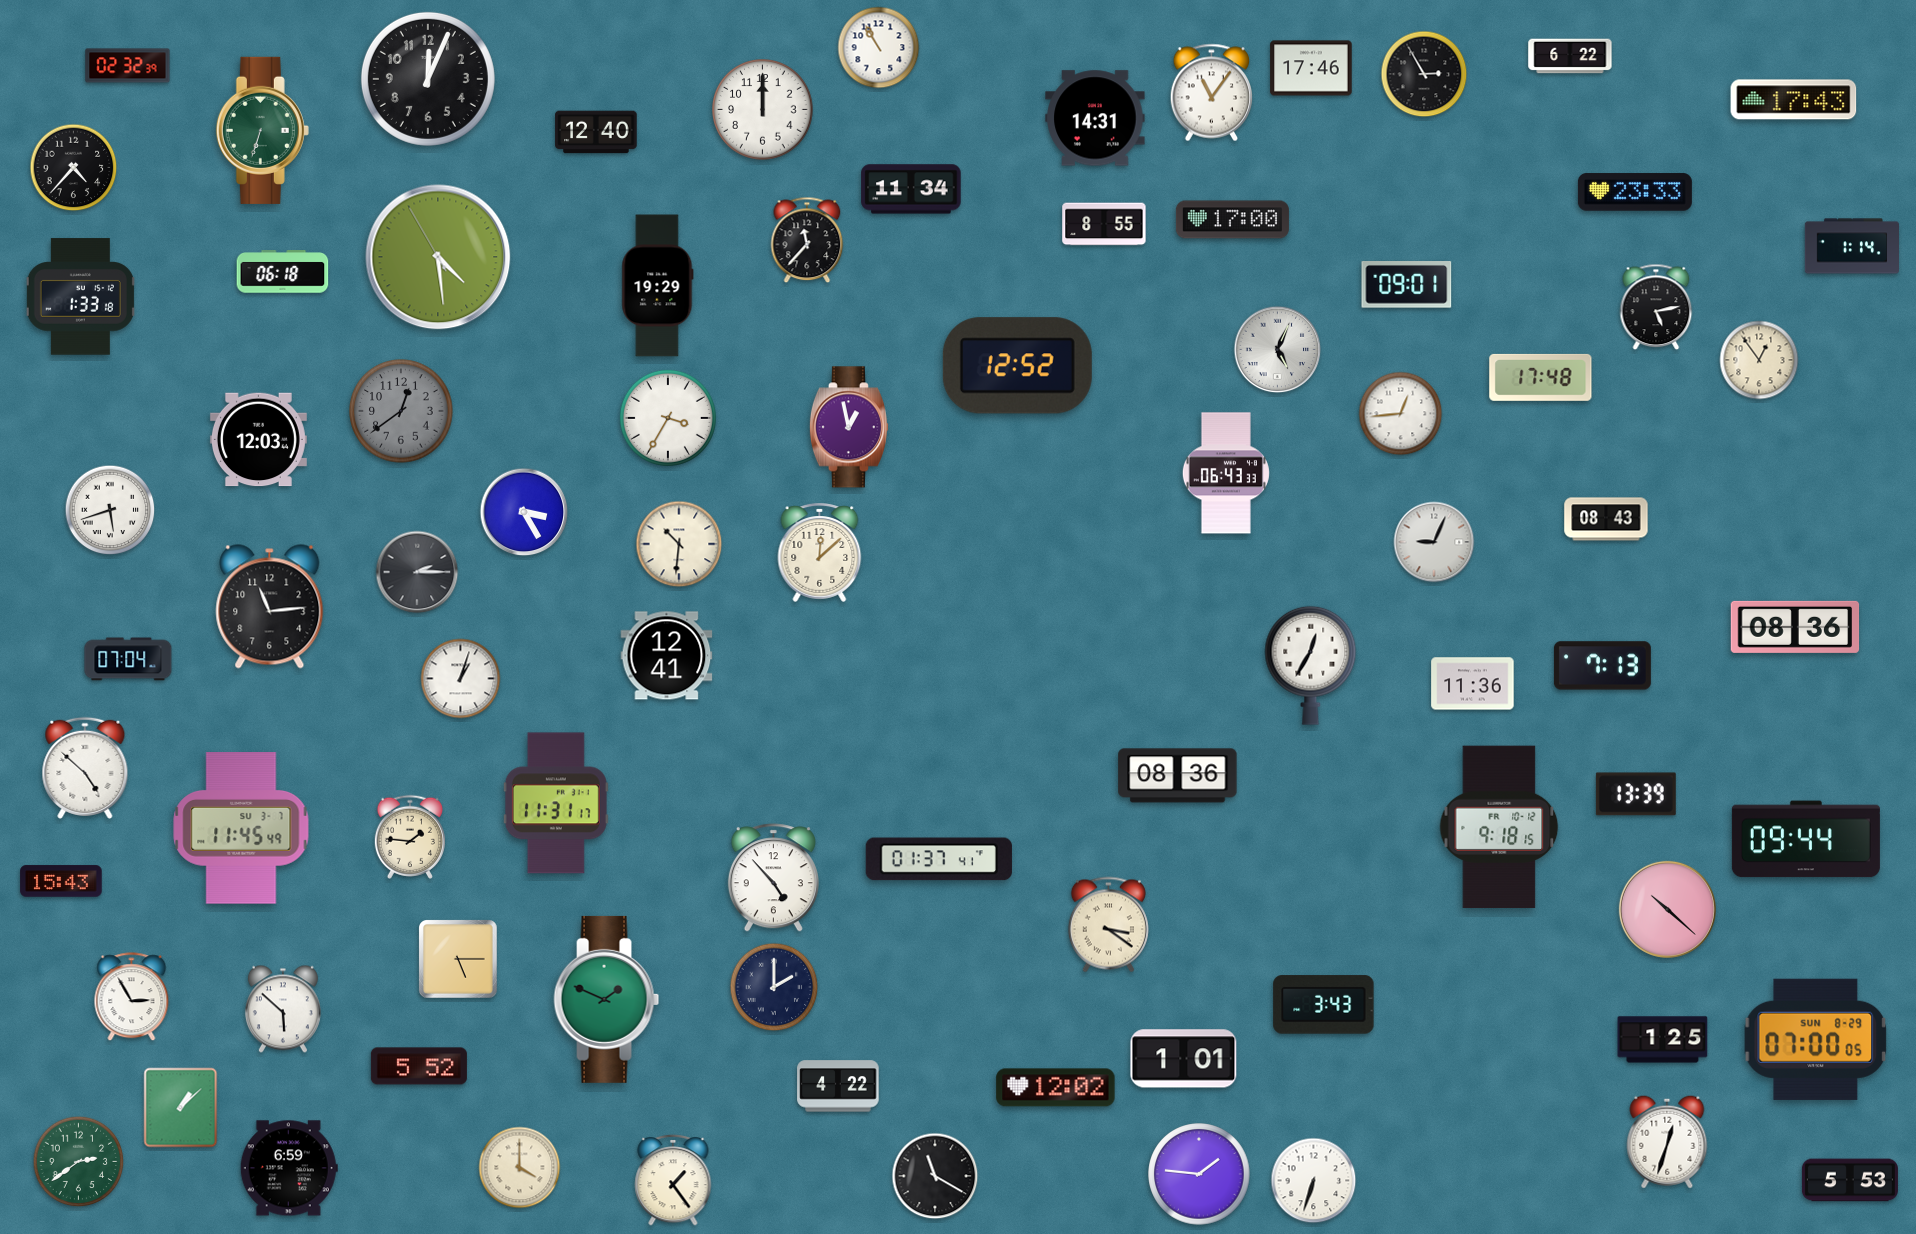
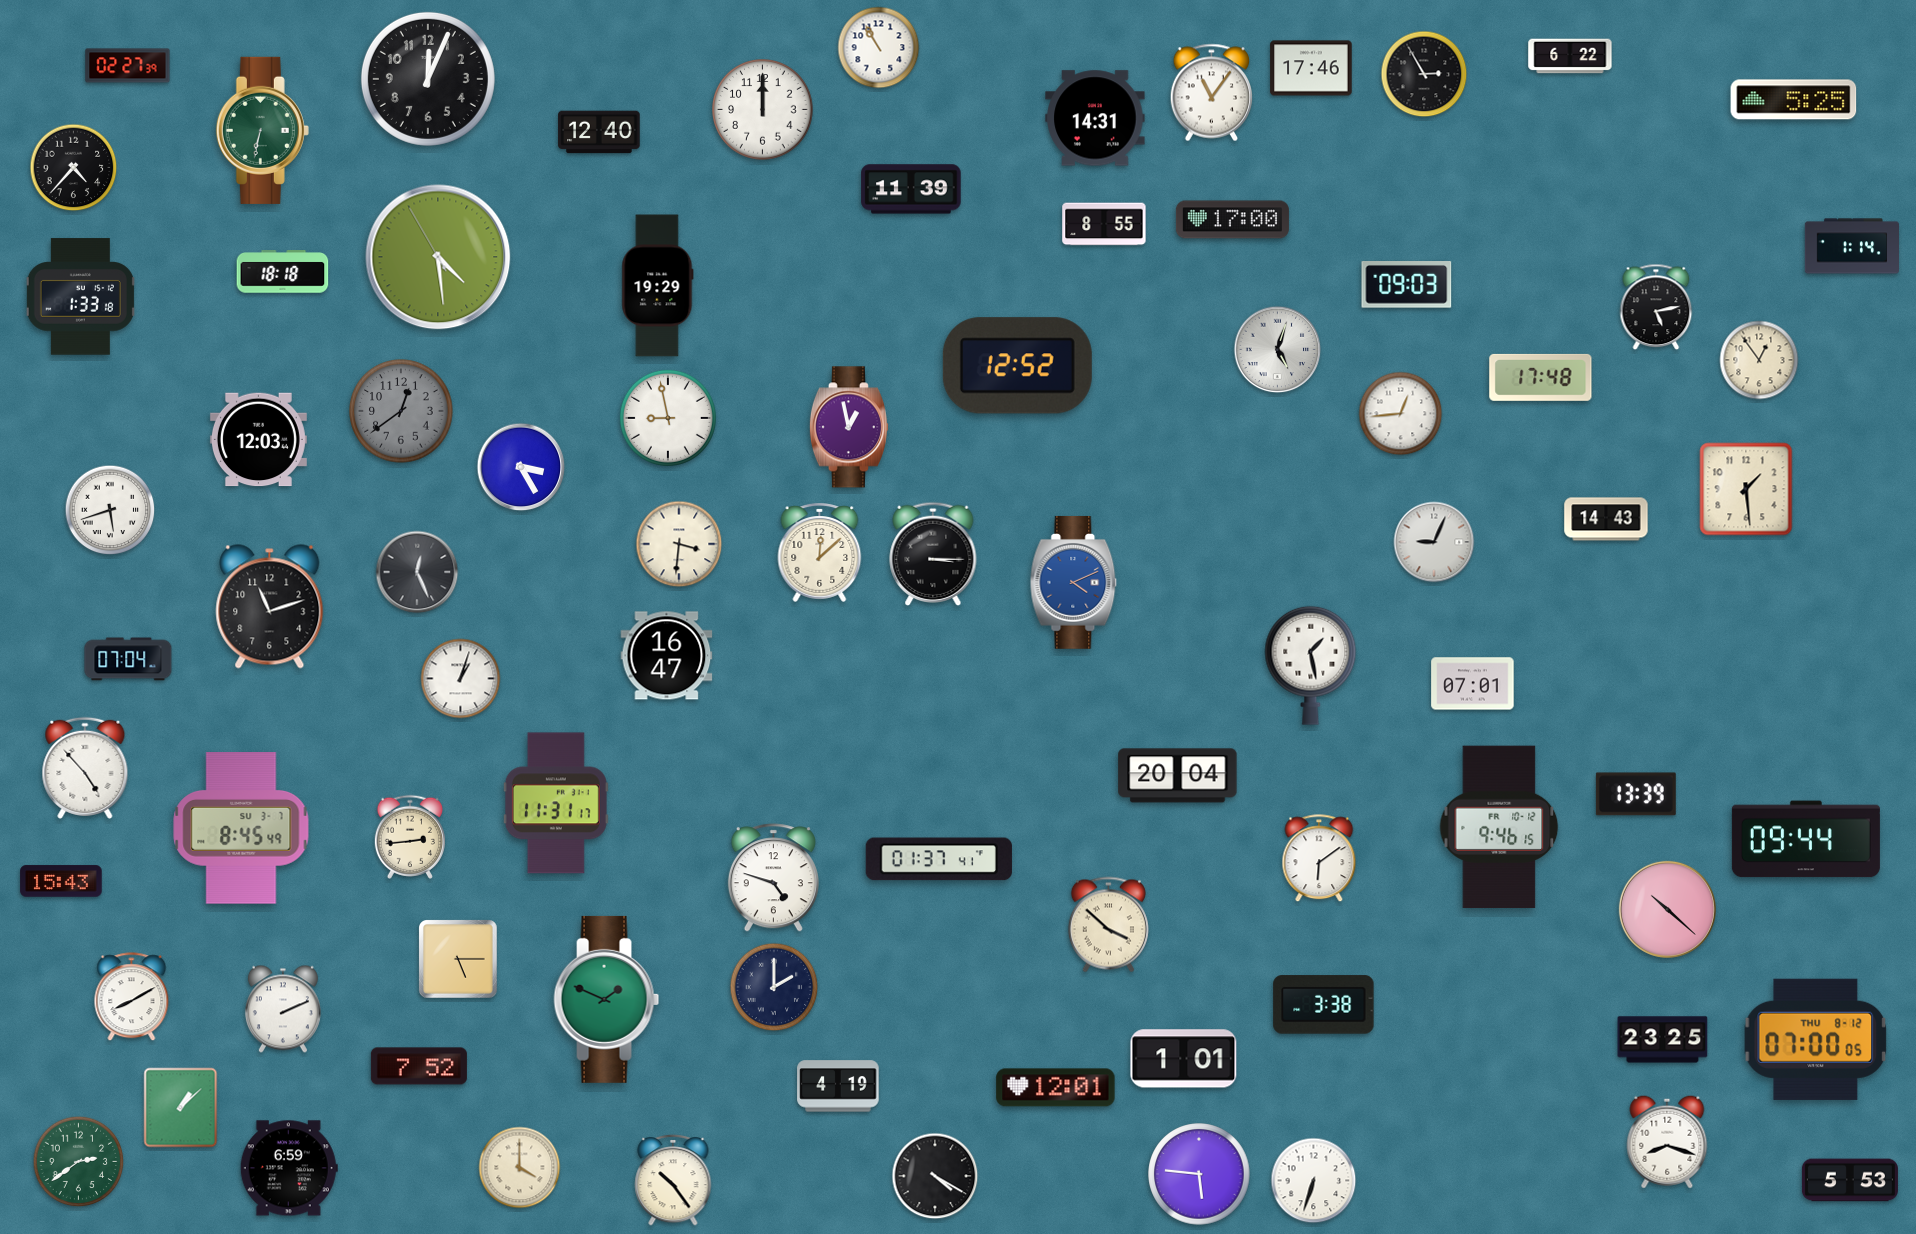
clock at (128, 66): 02:32 -> 02:27
clock at (1794, 100): 17:43 -> 5:25
clock at (262, 130): 6:33 -> 6:32
clock at (596, 132) position: (596, 132) -> (599, 132)
clock at (911, 189): 11:34 -> 11:39
clock at (1635, 192): 23:33 -> none
clock at (807, 240): 11:37 -> none
clock at (283, 272): 06:18 -> 18:18
clock at (1407, 285): 09:01 -> 09:03
clock at (1278, 350): 5:04 -> 5:03
clock at (668, 418): 3:35 -> 8:58
clock at (1226, 473): 06:43 -> none
clock at (1746, 489): none -> 1:29
clock at (524, 512) position: (524, 512) -> (521, 467)
clock at (1606, 519): 08:43 -> 14:43
clock at (679, 544): 10:31 -> 3:31
clock at (933, 554): none -> 3:15
clock at (417, 572): 2:15 -> 12:26
clock at (1074, 582): none -> 4:11
clock at (270, 607): 11:14 -> 11:12
clock at (1795, 627): 08:36 -> none
clock at (667, 656): 12:41 -> 16:47
clock at (1311, 665): 12:35 -> 1:28
clock at (1602, 666): 7:13 -> none
clock at (1473, 684): 11:36 -> 07:01
clock at (85, 768): 4:52 -> 4:53
clock at (1178, 776): 08:36 -> 20:04
clock at (1499, 827): 9:18 -> 9:46
clock at (241, 828): 11:45 -> 8:45
clock at (410, 837): 1:46 -> 2:44
clock at (1319, 859): none -> 6:09
clock at (773, 878): 4:53 -> 4:48
clock at (1108, 925): 3:21 -> 3:52
clock at (132, 997): 2:55 -> 8:10
clock at (1324, 1005): 3:43 -> 3:38
clock at (283, 1009): 5:52 -> 2:11
clock at (1816, 1039) date: SUN 8-29 -> THU 8-12
clock at (1663, 1040): 1:25 -> 23:25
clock at (419, 1066): 5:52 -> 7:52
clock at (838, 1086): 4:22 -> 4:19
clock at (1056, 1088): 12:02 -> 12:01
clock at (1667, 1142): 12:33 -> 8:18
clock at (1199, 1174): 1:46 -> 5:46
clock at (935, 1176): 11:20 -> 4:20
clock at (673, 1180): 1:24 -> 10:24
